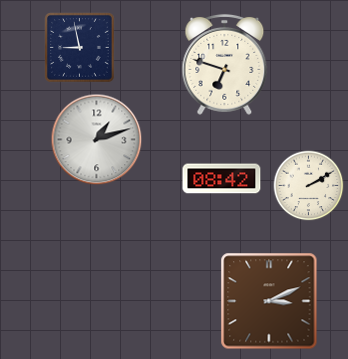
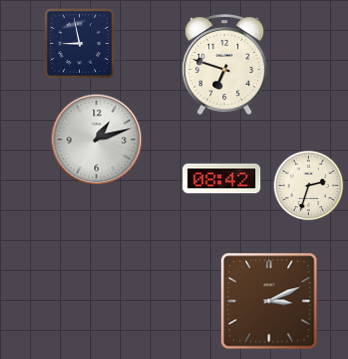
clock at (80, 48) position: (80, 48) -> (80, 44)
clock at (309, 186): 2:10 -> 2:33
